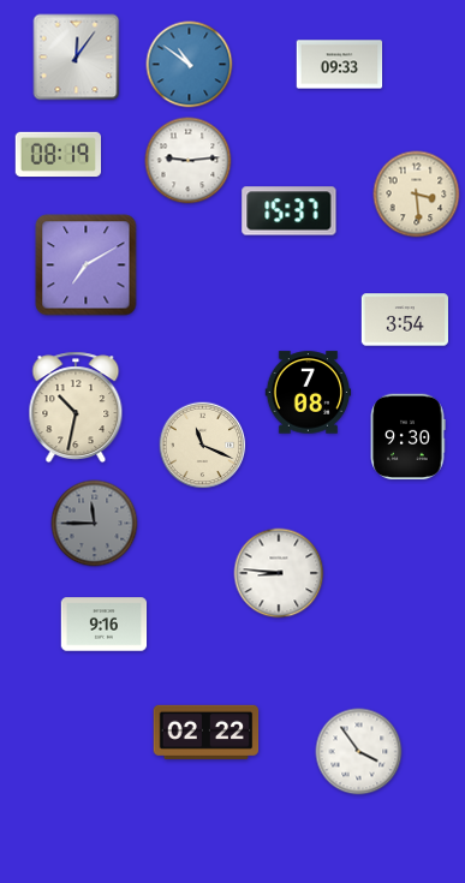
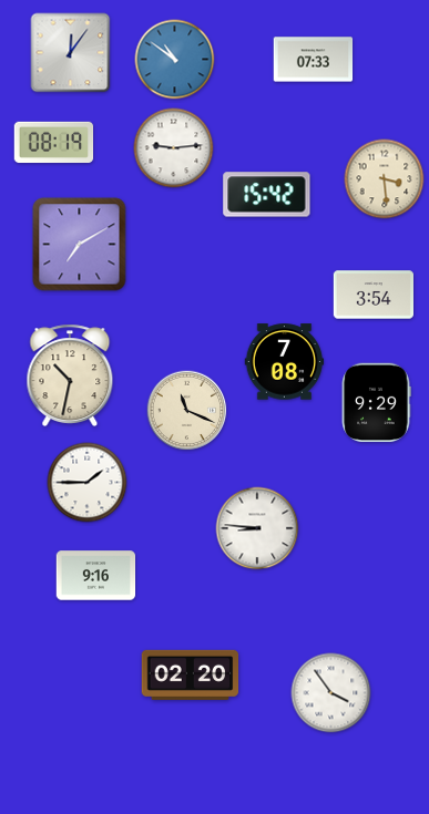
clock at (340, 65): 09:33 -> 07:33
clock at (290, 211): 15:37 -> 15:42
clock at (407, 437): 9:30 -> 9:29
clock at (95, 524): 11:45 -> 1:45
clock at (95, 524) dial: grey -> white
clock at (207, 732): 02:22 -> 02:20
